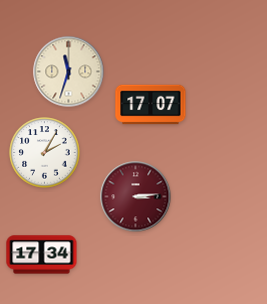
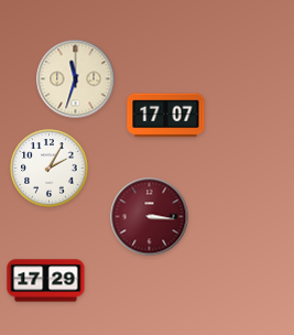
clock at (136, 197): 3:14 -> 3:16
clock at (42, 255): 17:34 -> 17:29
